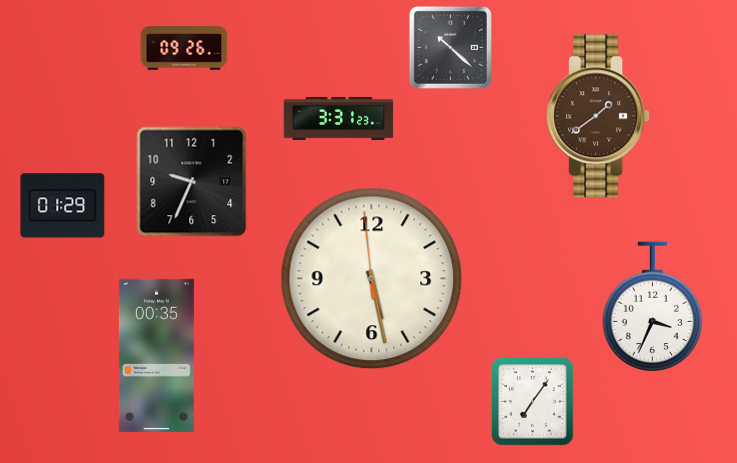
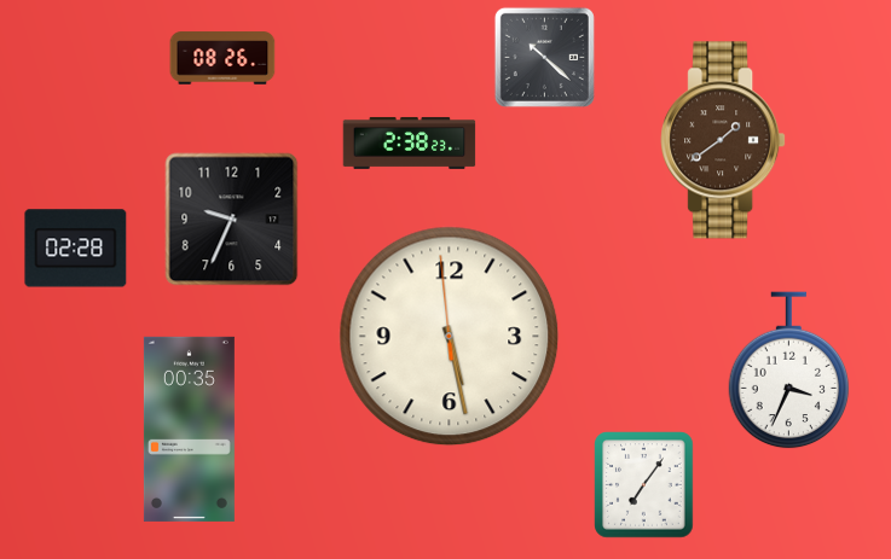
clock at (184, 48): 09:26 -> 08:26
clock at (339, 118): 3:31 -> 2:38
clock at (63, 206): 01:29 -> 02:28
